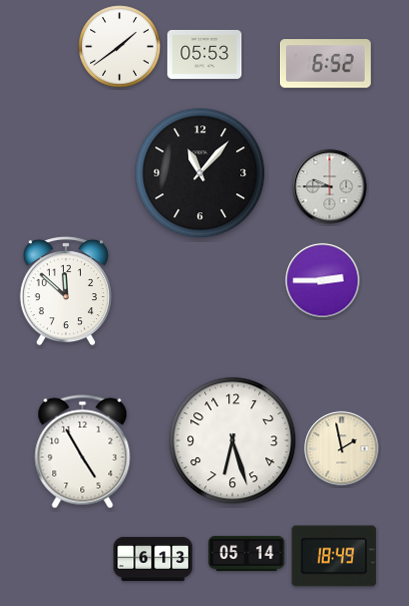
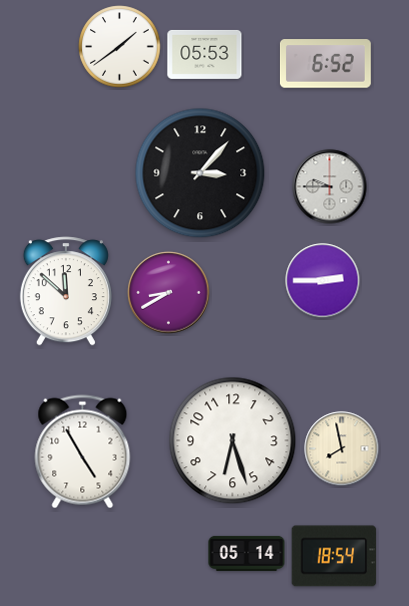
clock at (200, 173): 11:07 -> 3:07
clock at (169, 293): none -> 8:40
clock at (342, 449): 1:58 -> 7:58
clock at (334, 556): 18:49 -> 18:54
clock at (153, 559): 6:13 -> none
